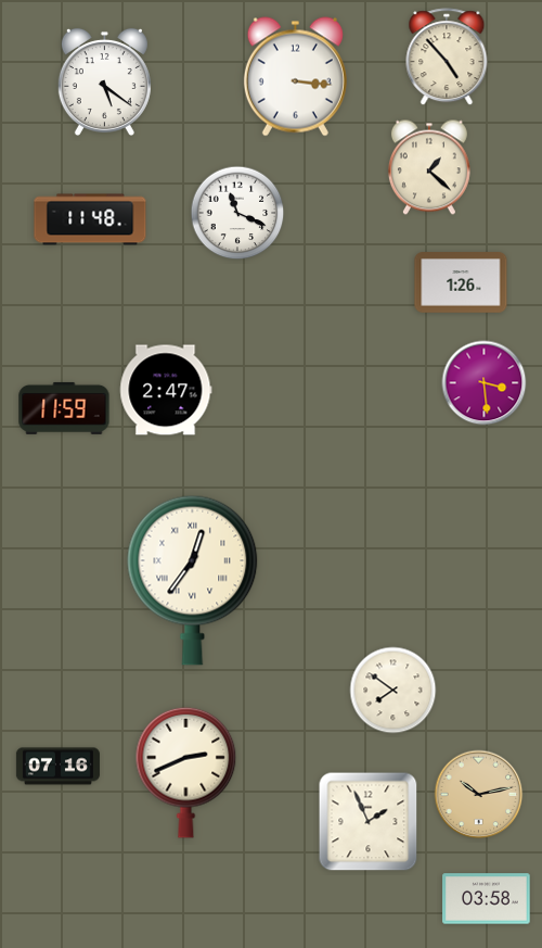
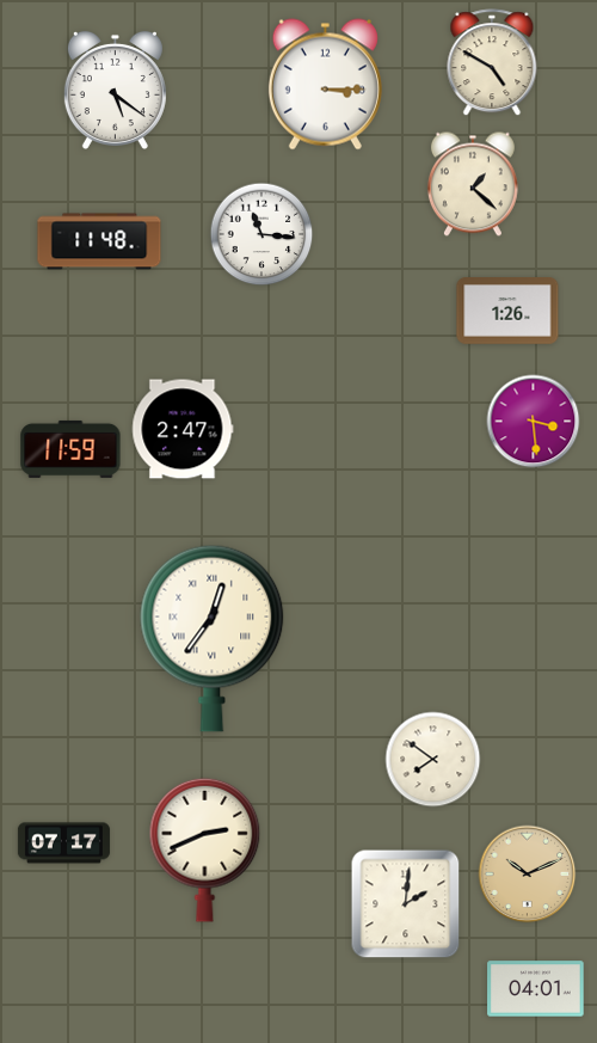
clock at (447, 58): 4:53 -> 4:50
clock at (295, 77): 3:16 -> 3:15
clock at (237, 213): 11:19 -> 11:16
clock at (57, 767): 07:16 -> 07:17
clock at (479, 795): 10:13 -> 10:11
clock at (369, 822): 1:56 -> 2:01
clock at (487, 899): 03:58 -> 04:01
